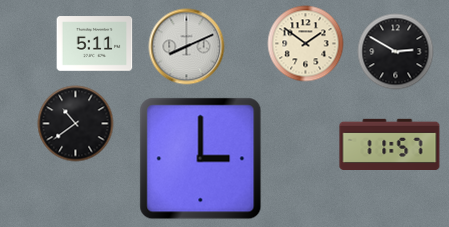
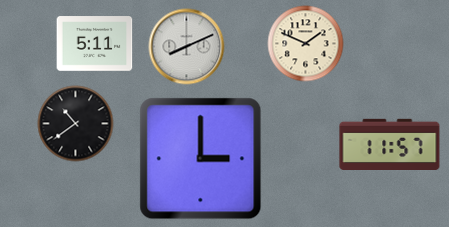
clock at (306, 44): 1:51 -> 1:49
clock at (396, 52): 2:50 -> none
